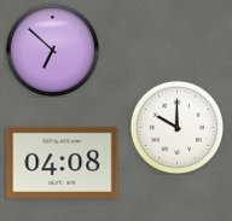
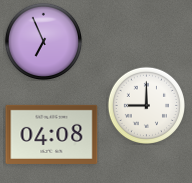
clock at (52, 50): 6:52 -> 6:56
clock at (176, 127): 10:00 -> 9:00
